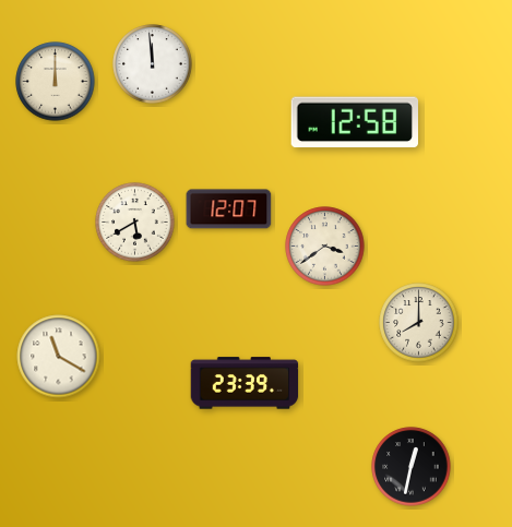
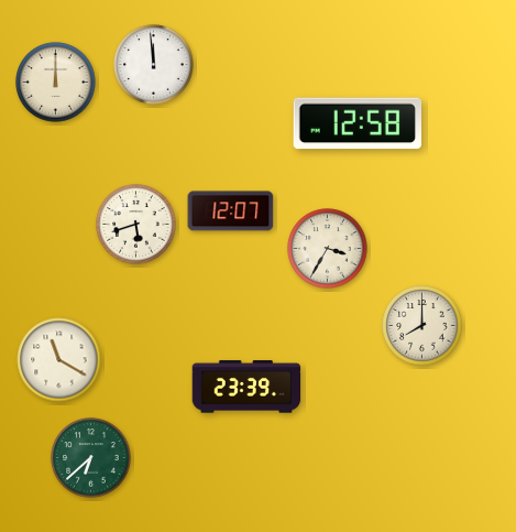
clock at (135, 223): 5:40 -> 5:42
clock at (325, 247): 3:39 -> 3:35
clock at (91, 458): none -> 6:38
clock at (412, 467): 12:32 -> none
